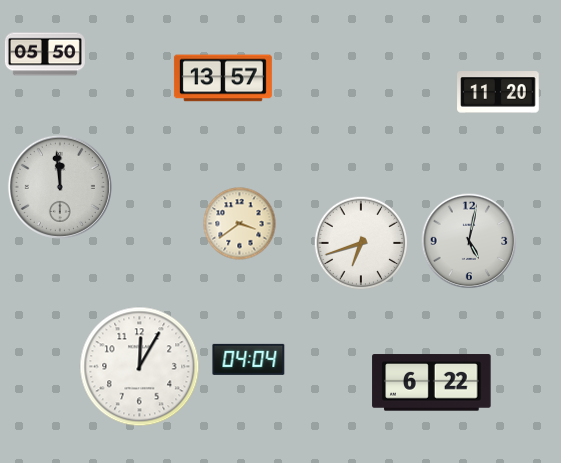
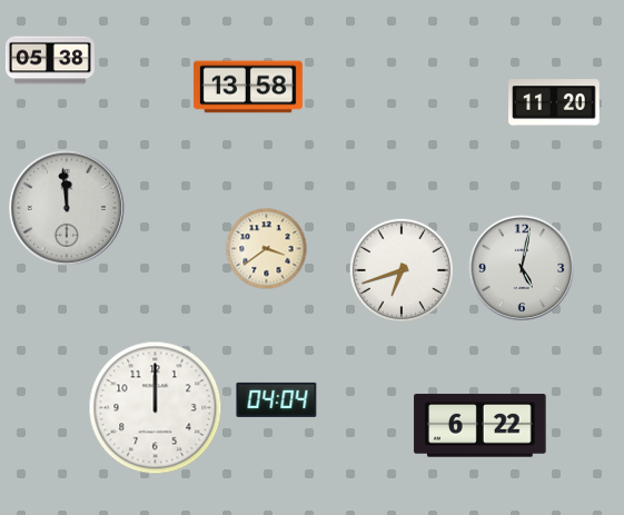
clock at (45, 54): 05:50 -> 05:38
clock at (223, 78): 13:57 -> 13:58
clock at (140, 367): 12:05 -> 12:00
